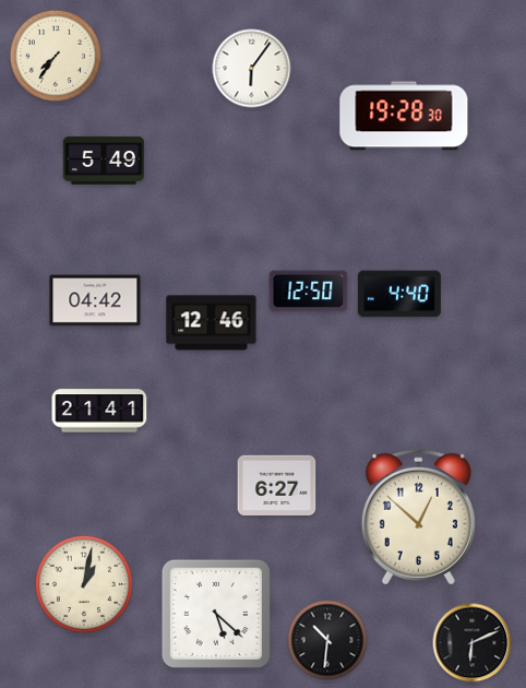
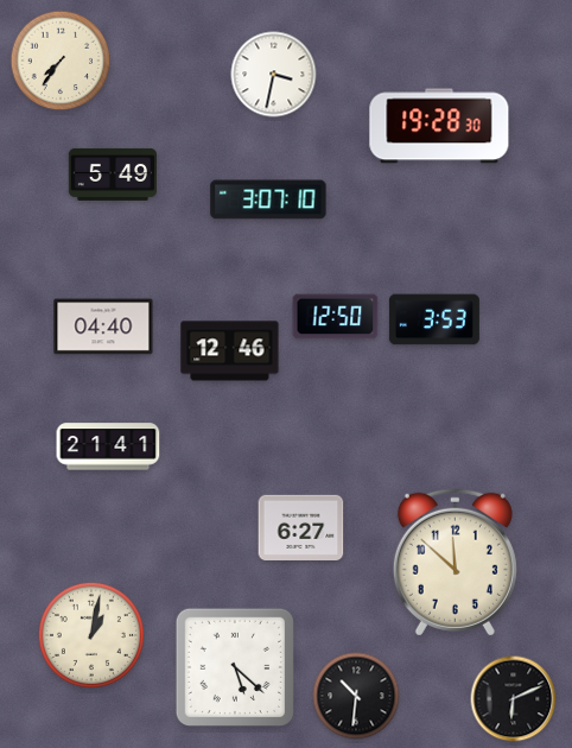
clock at (252, 69): 6:06 -> 3:32
clock at (268, 199): none -> 3:07
clock at (399, 294): 4:40 -> 3:53
clock at (95, 300): 04:42 -> 04:40
clock at (418, 517): 12:52 -> 11:52
